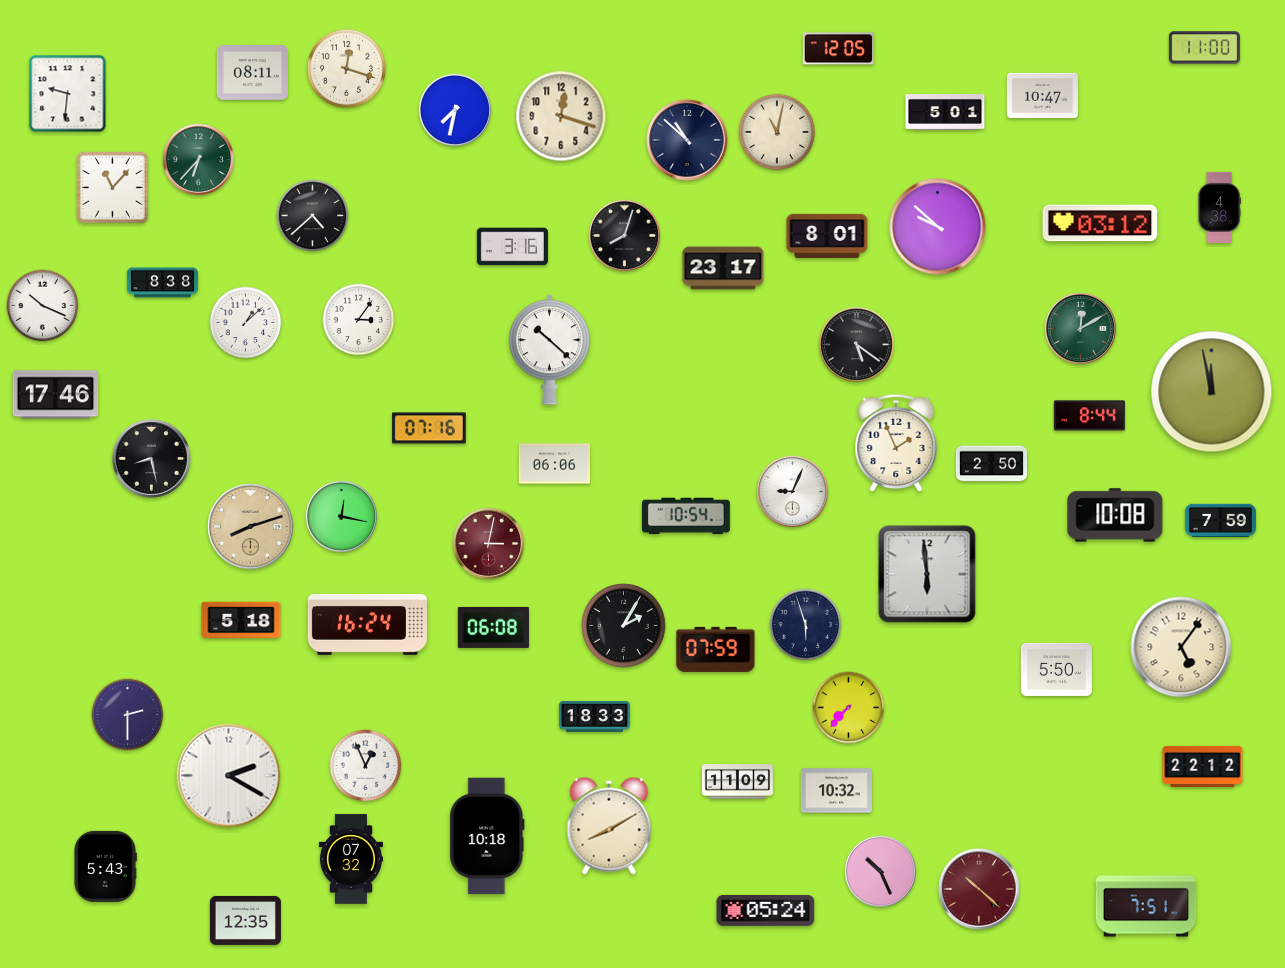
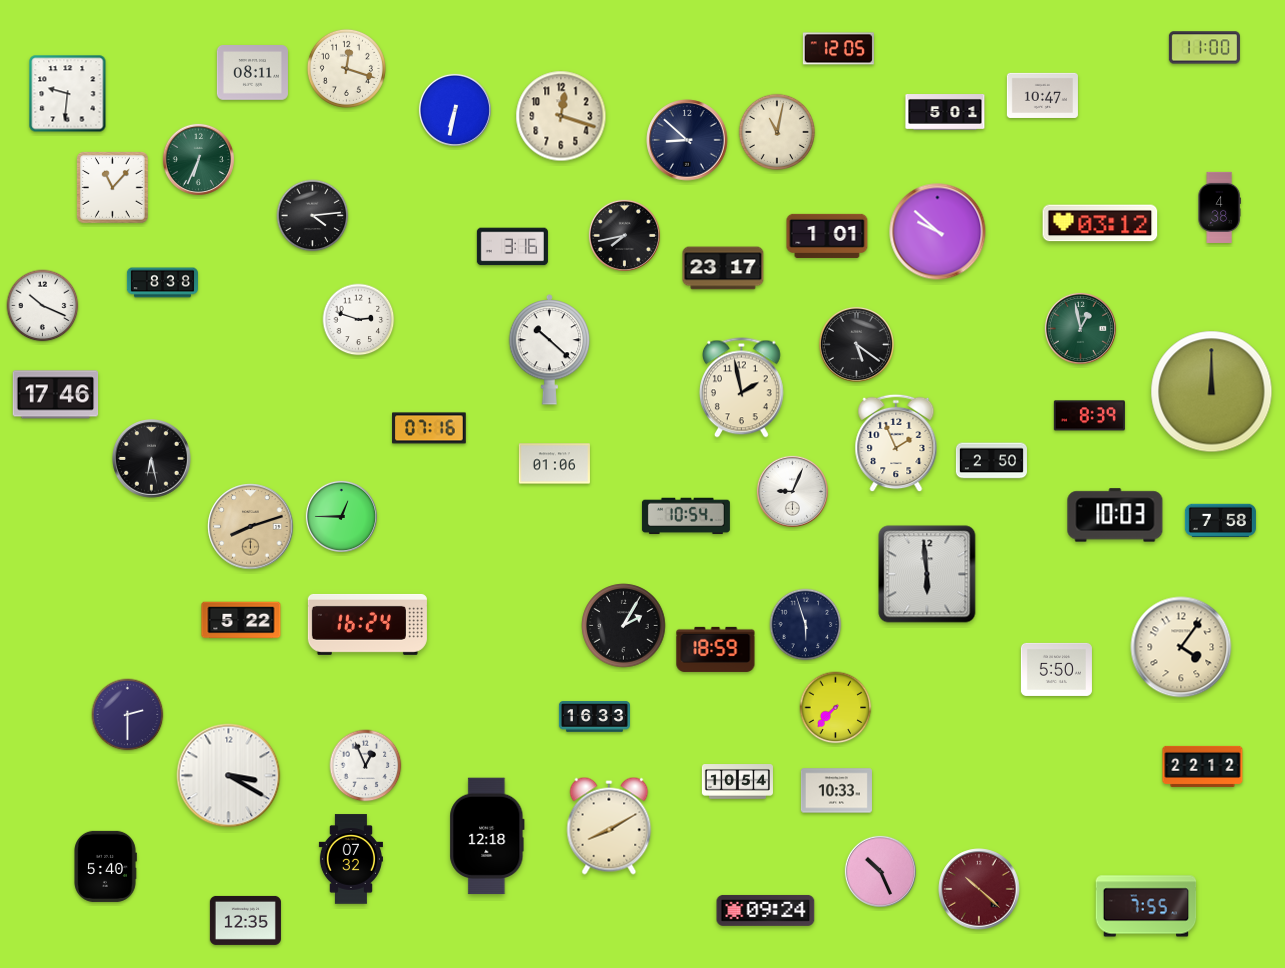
clock at (455, 110): 7:32 -> 6:32
clock at (687, 140): 10:52 -> 8:52
clock at (198, 159): 6:37 -> 6:34
clock at (313, 216): 4:38 -> 4:14
clock at (938, 227) position: (938, 227) -> (938, 232)
clock at (624, 235): 8:03 -> 7:43
clock at (827, 236): 8:01 -> 1:01
clock at (359, 320): 3:06 -> 2:48
clock at (246, 323): 1:08 -> none
clock at (1080, 328): 12:10 -> 12:58
clock at (741, 388): none -> 1:58
clock at (1212, 392): 11:58 -> 12:00
clock at (1089, 416): 8:44 -> 8:39
clock at (152, 459): 8:28 -> 6:28
clock at (554, 464): 06:06 -> 01:06
clock at (991, 464) position: (991, 464) -> (991, 461)
clock at (1115, 515): 10:08 -> 10:03
clock at (341, 516): 12:17 -> 12:45
clock at (1220, 520): 7:59 -> 7:58
clock at (488, 543): 3:02 -> none
clock at (241, 620): 5:18 -> 5:22
clock at (493, 627): 06:08 -> none
clock at (1181, 647): 5:06 -> 4:06
clock at (716, 649): 07:59 -> 18:59
clock at (849, 708) position: (849, 708) -> (836, 708)
clock at (594, 717): 18:33 -> 16:33
clock at (229, 776): 2:20 -> 3:20
clock at (737, 782): 11:09 -> 10:54
clock at (836, 791): 10:32 -> 10:33
clock at (487, 836): 10:18 -> 12:18
clock at (105, 866): 5:43 -> 5:40
clock at (1146, 906): 7:51 -> 7:55
clock at (766, 910): 05:24 -> 09:24
